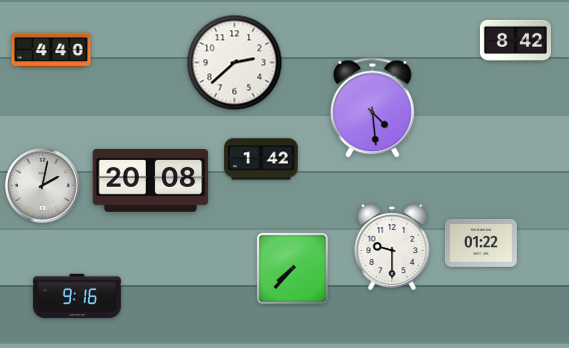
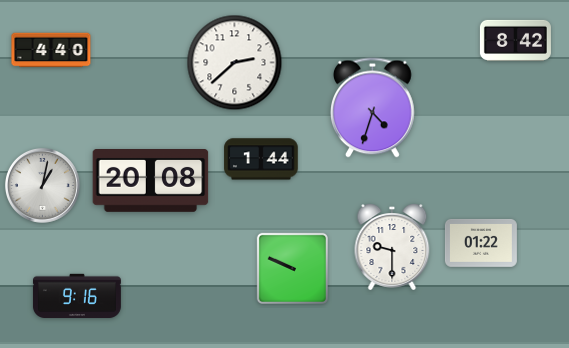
clock at (373, 108): 4:29 -> 4:33
clock at (261, 159): 1:42 -> 1:44
clock at (42, 185): 2:02 -> 1:02
clock at (292, 268): 7:37 -> 9:49
